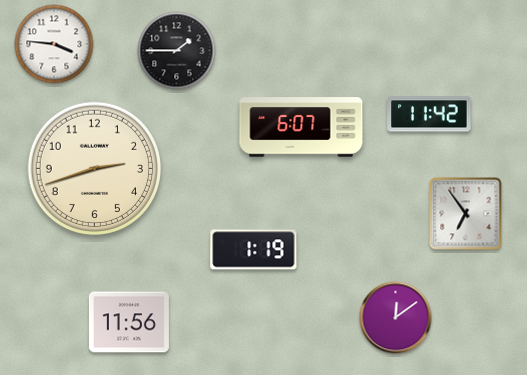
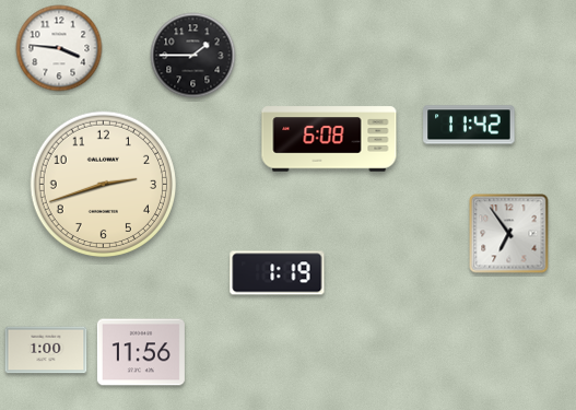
clock at (301, 127): 6:07 -> 6:08
clock at (396, 318): 12:09 -> none
clock at (46, 350): none -> 1:00
